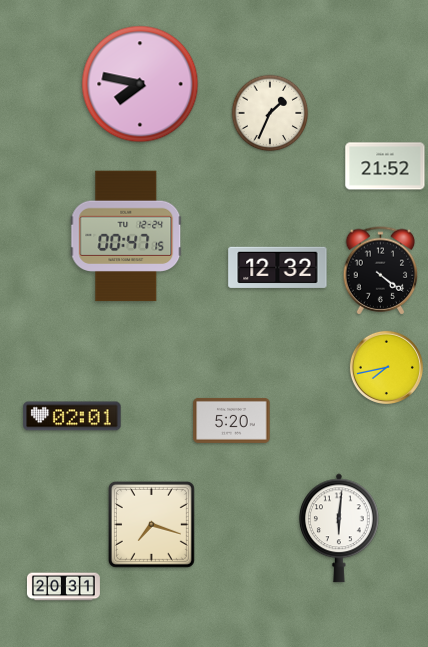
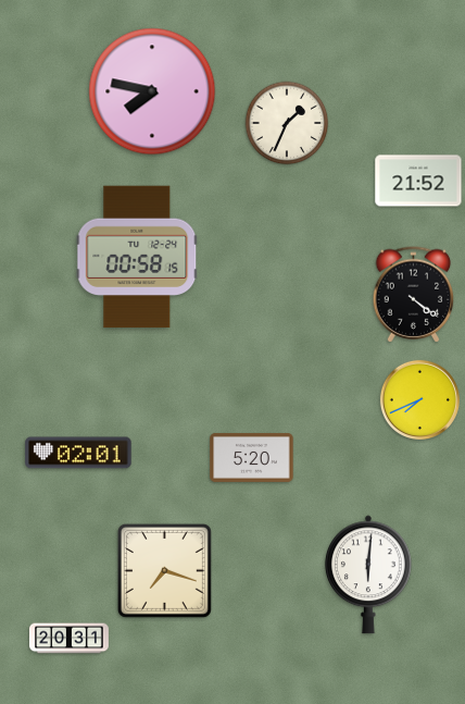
clock at (270, 113) position: (270, 113) -> (287, 123)
clock at (126, 236): 00:47 -> 00:58
clock at (278, 267): 12:32 -> none
clock at (386, 367): 7:43 -> 7:41
